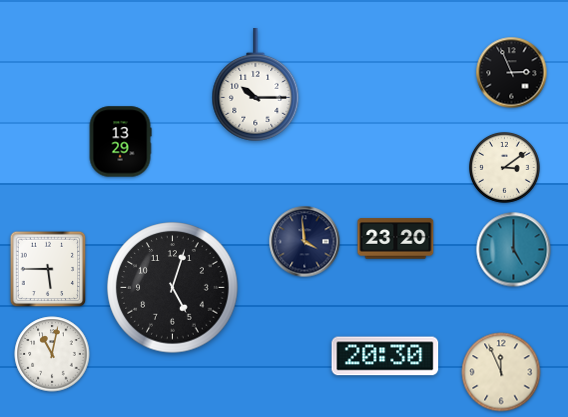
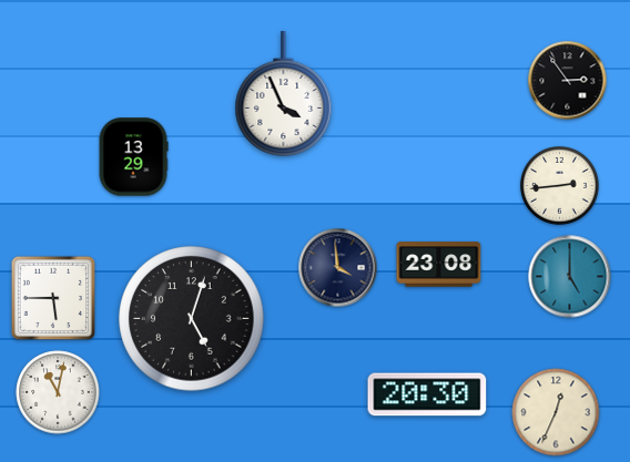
clock at (512, 73): 2:56 -> 2:54
clock at (256, 85): 10:15 -> 3:56
clock at (505, 168): 3:09 -> 2:44
clock at (396, 239): 23:20 -> 23:08
clock at (501, 372): 11:56 -> 12:34
